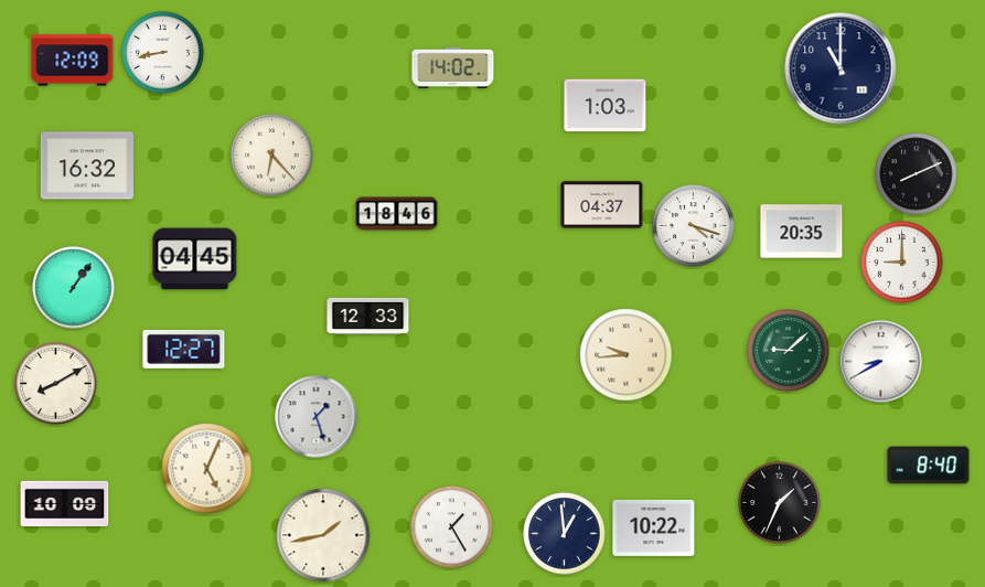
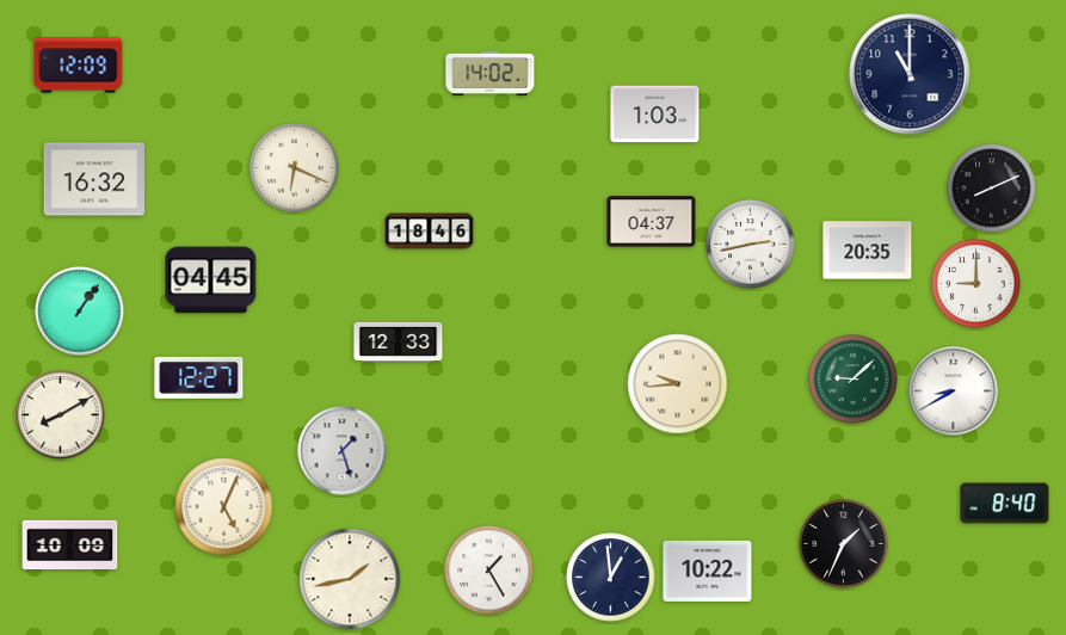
clock at (163, 53): 8:43 -> none
clock at (272, 156): 6:23 -> 6:19
clock at (694, 226): 4:18 -> 2:43
